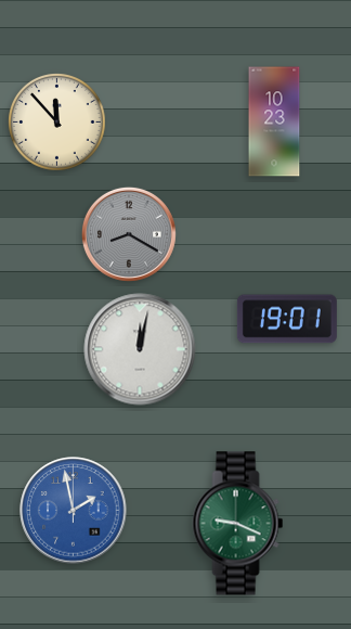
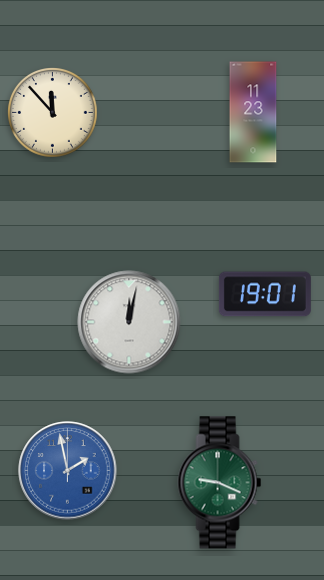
clock at (274, 121): 10:23 -> 11:23
clock at (129, 234): 8:20 -> none
